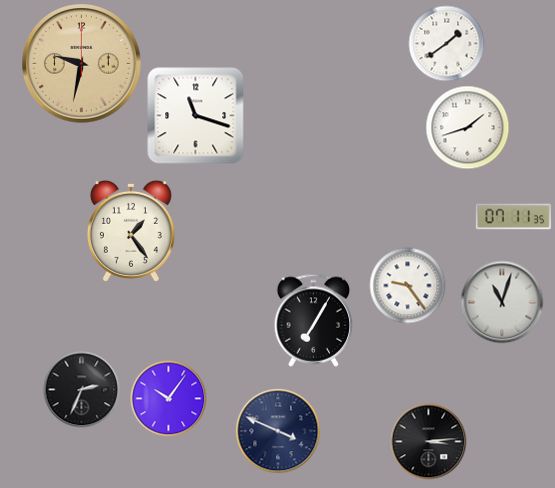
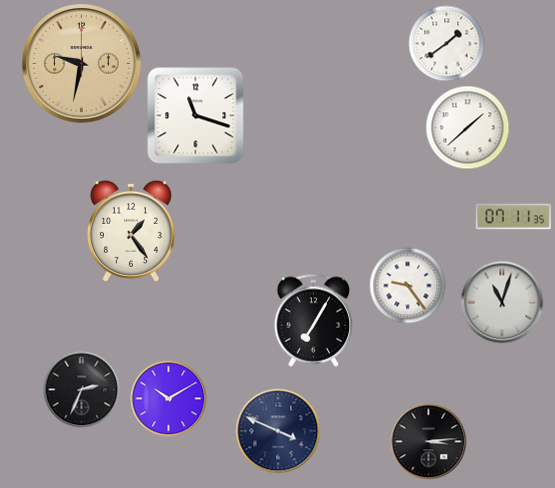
clock at (468, 128): 1:42 -> 1:38
clock at (169, 399): 10:06 -> 10:10
